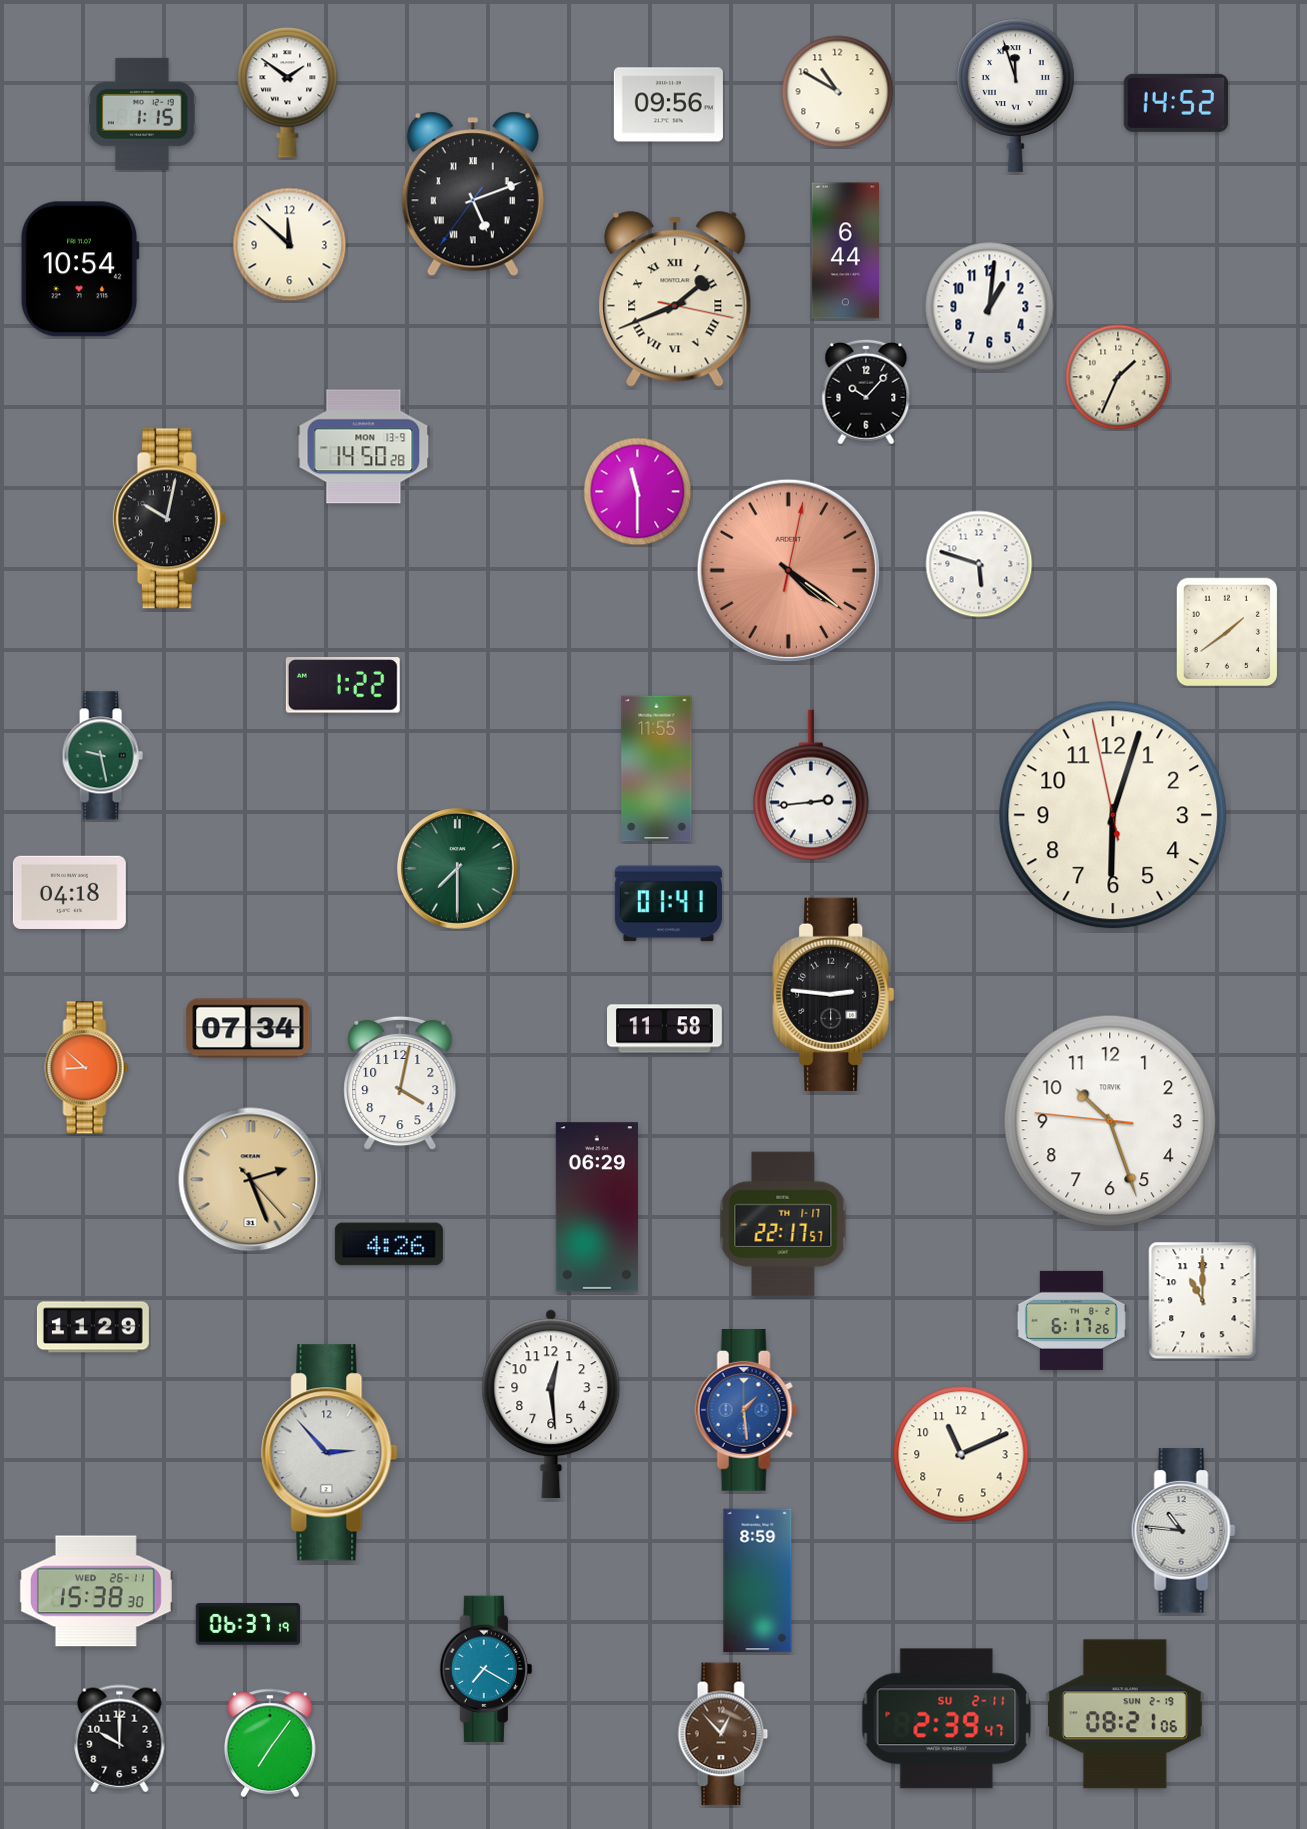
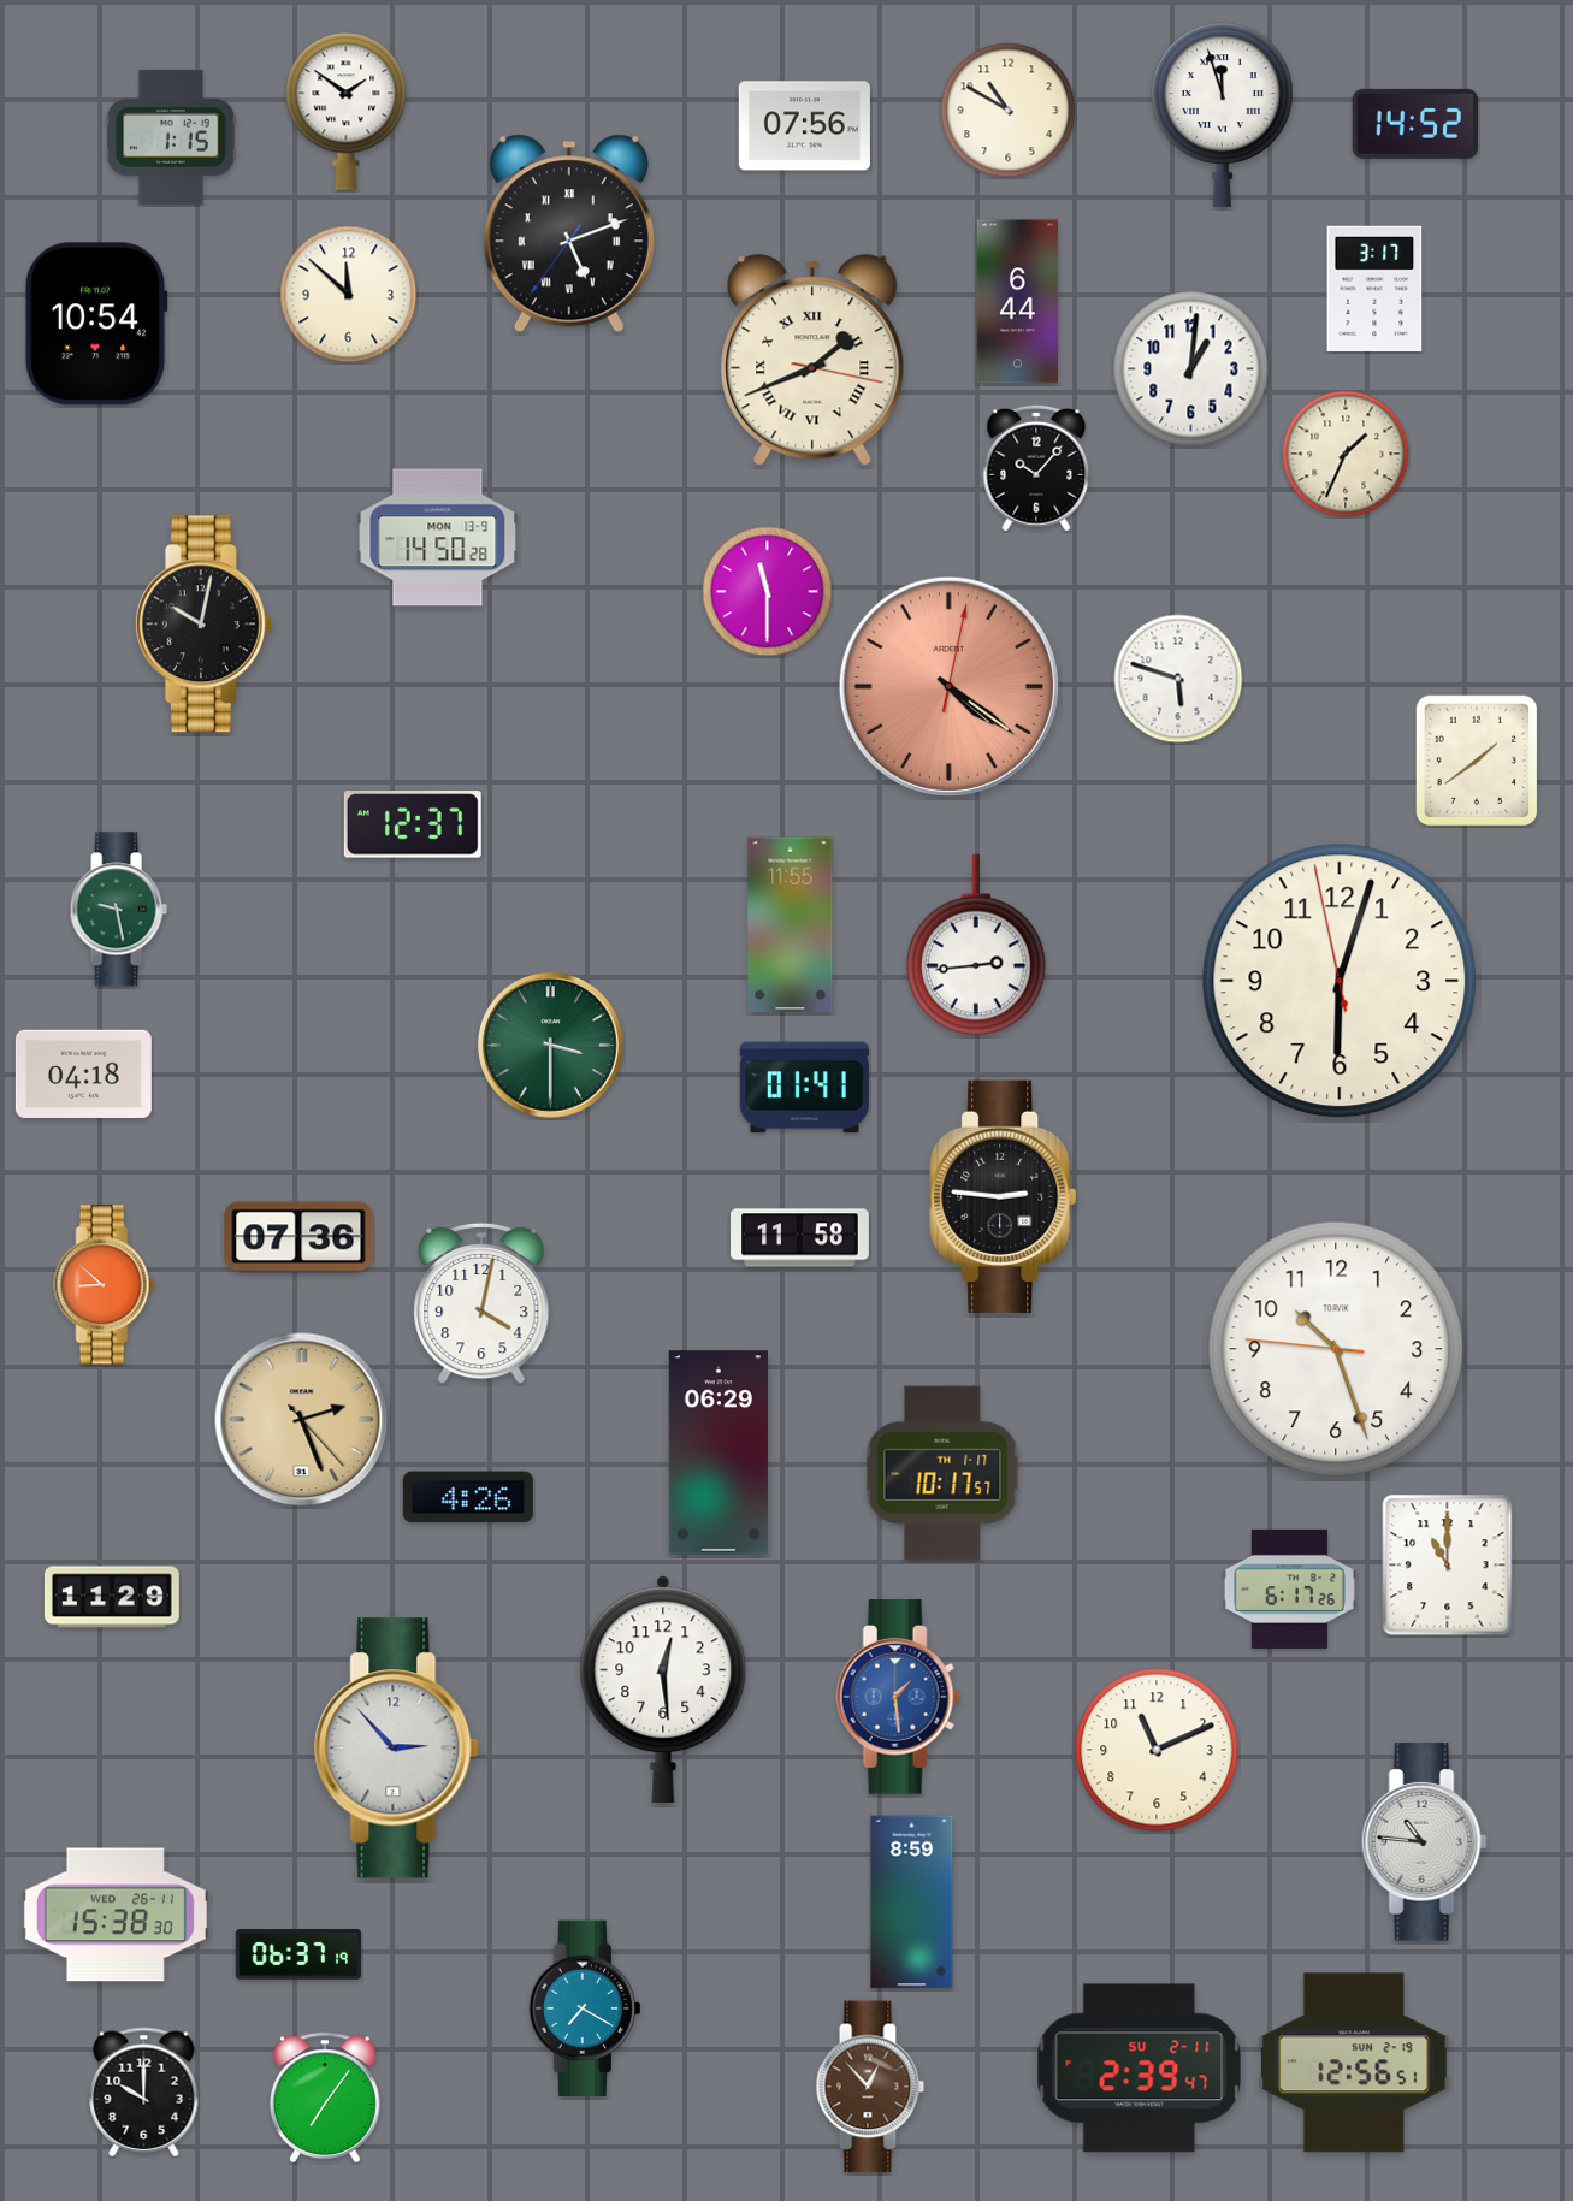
clock at (668, 105): 09:56 -> 07:56
clock at (1374, 288): none -> 3:17
clock at (866, 392) position: (866, 392) -> (1036, 468)
clock at (343, 685): 1:22 -> 12:37
clock at (102, 756) position: (102, 756) -> (118, 910)
clock at (458, 869): 7:30 -> 3:30
clock at (248, 1028): 07:34 -> 07:36
clock at (783, 1224): 22:17 -> 10:17
clock at (1125, 1714): 08:21 -> 12:56
